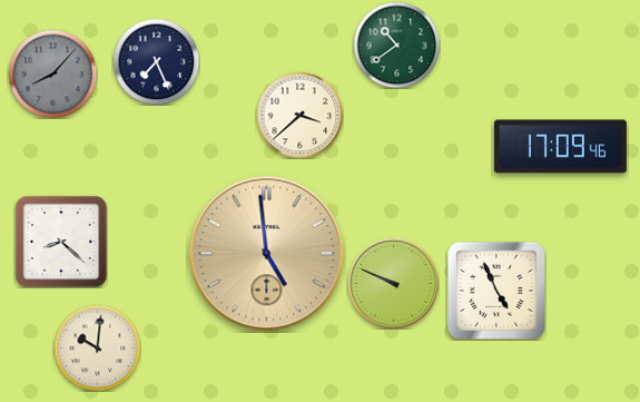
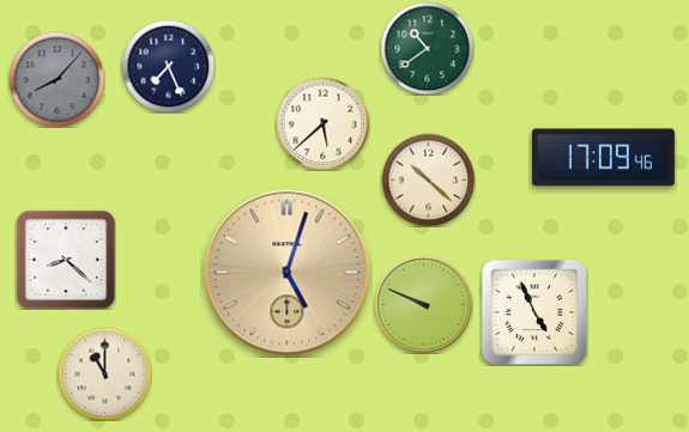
clock at (299, 115): 3:38 -> 5:38
clock at (428, 180): none -> 10:22
clock at (267, 254): 4:59 -> 5:03
clock at (97, 347): 10:01 -> 11:00
